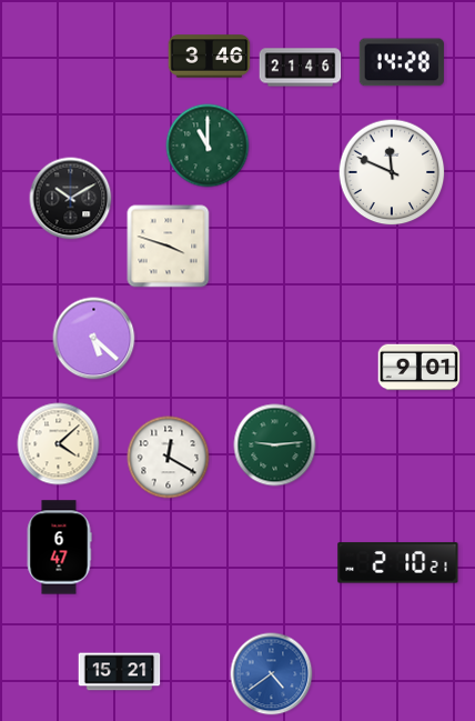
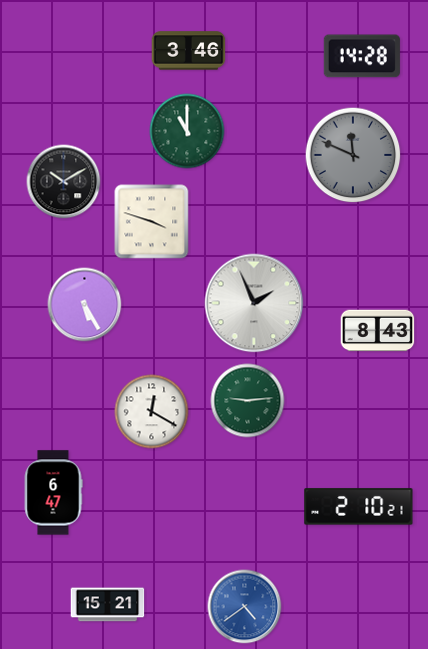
clock at (301, 68): 21:46 -> none
clock at (392, 172) dial: white -> grey
clock at (71, 199) position: (71, 199) -> (64, 182)
clock at (254, 303): none -> 1:56
clock at (94, 339): 5:22 -> 5:25
clock at (420, 368): 9:01 -> 8:43
clock at (59, 444): 4:08 -> none
